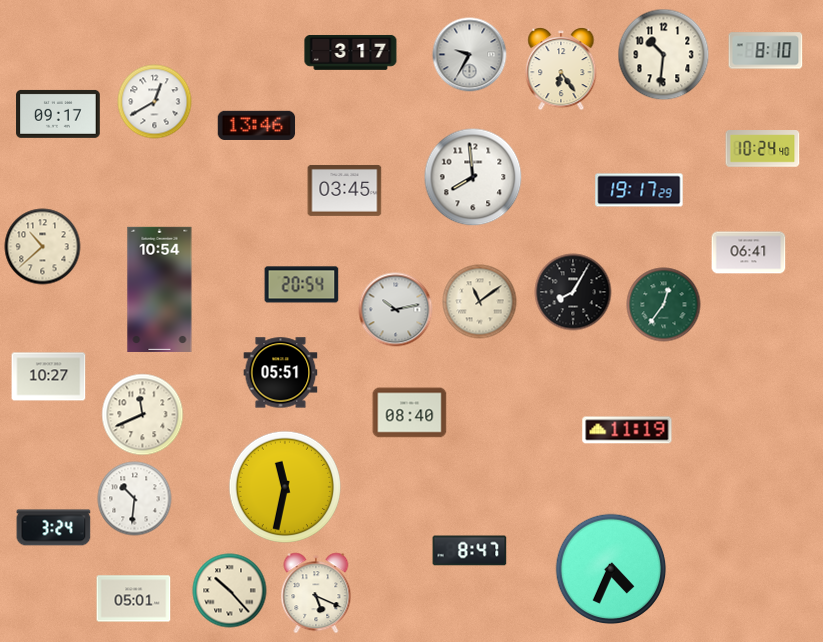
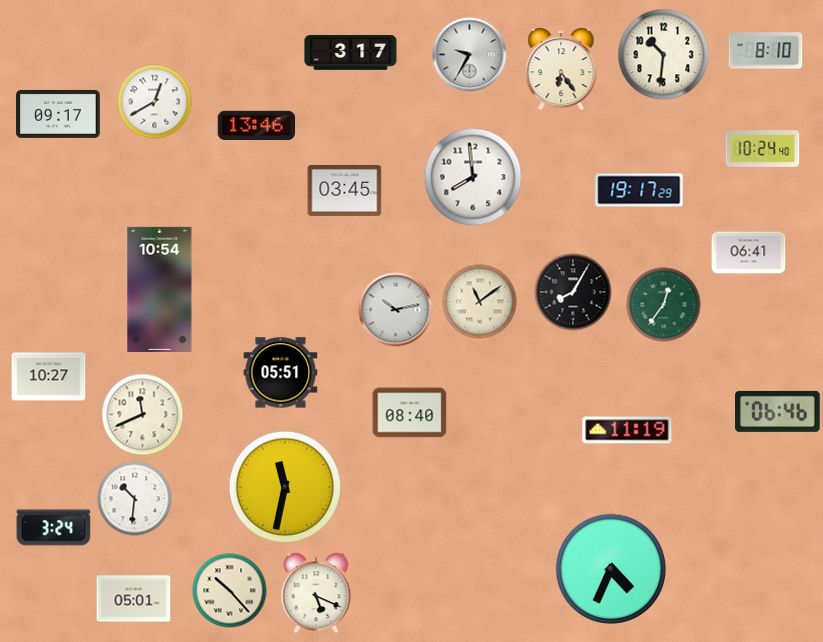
clock at (43, 247): 10:38 -> none
clock at (302, 285): 20:54 -> none
clock at (778, 411): none -> 06:46
clock at (470, 551): 8:47 -> none
